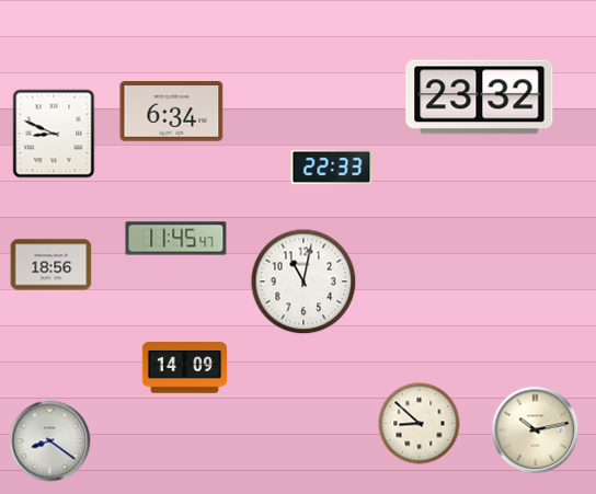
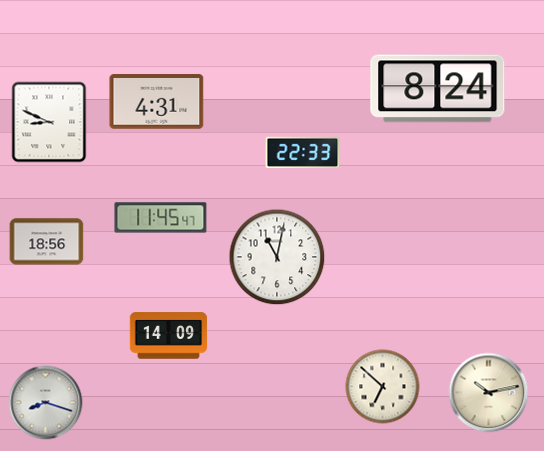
clock at (480, 97): 23:32 -> 8:24
clock at (172, 112): 6:34 -> 4:31
clock at (420, 424): 8:52 -> 6:52
clock at (50, 441): 8:21 -> 8:18
